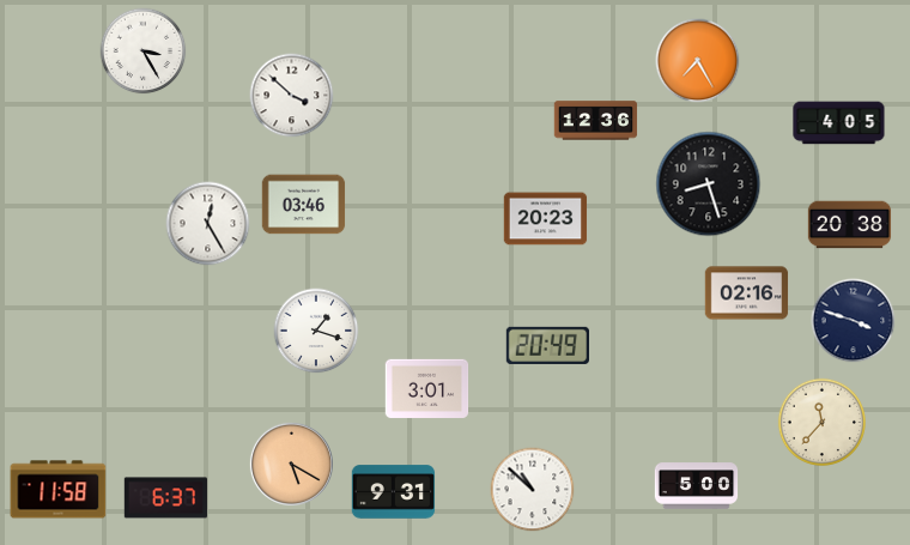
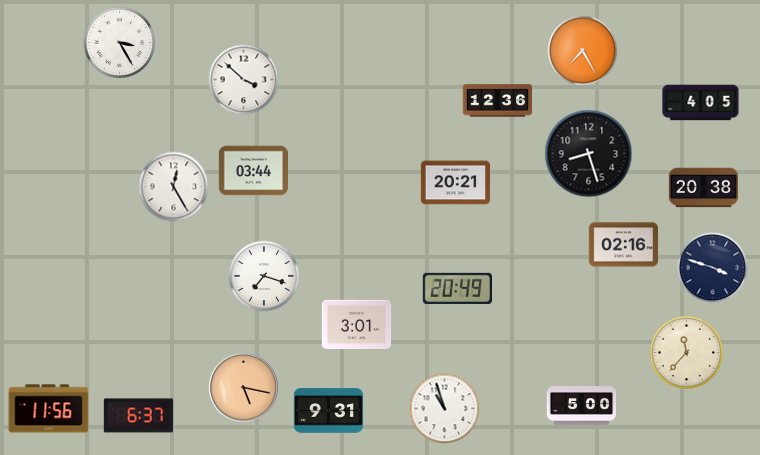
clock at (709, 184) position: (709, 184) -> (589, 154)
clock at (304, 205): 03:46 -> 03:44
clock at (546, 219): 20:23 -> 20:21
clock at (850, 225) position: (850, 225) -> (704, 188)
clock at (316, 331): 1:18 -> 7:18
clock at (291, 464): 5:20 -> 5:17
clock at (59, 490): 11:58 -> 11:56
clock at (533, 490): 10:52 -> 10:57
